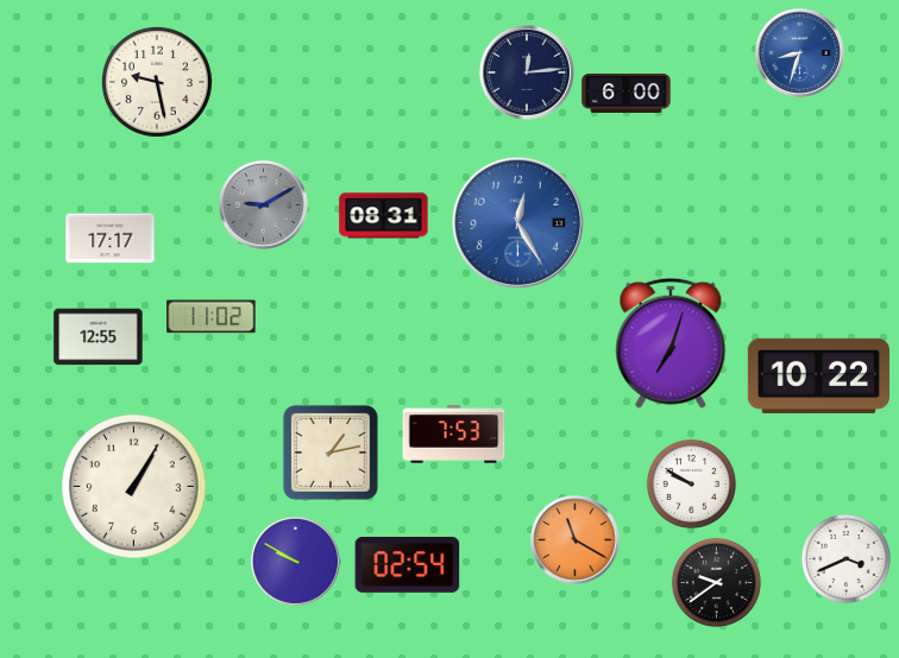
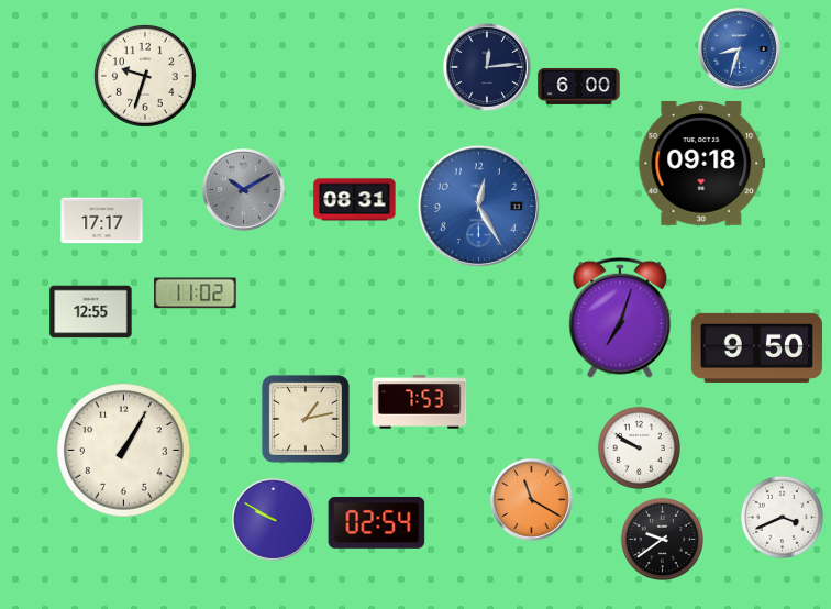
clock at (157, 82): 9:28 -> 9:33
clock at (702, 164): none -> 09:18
clock at (264, 205): 9:10 -> 10:10
clock at (818, 375): 10:22 -> 9:50
